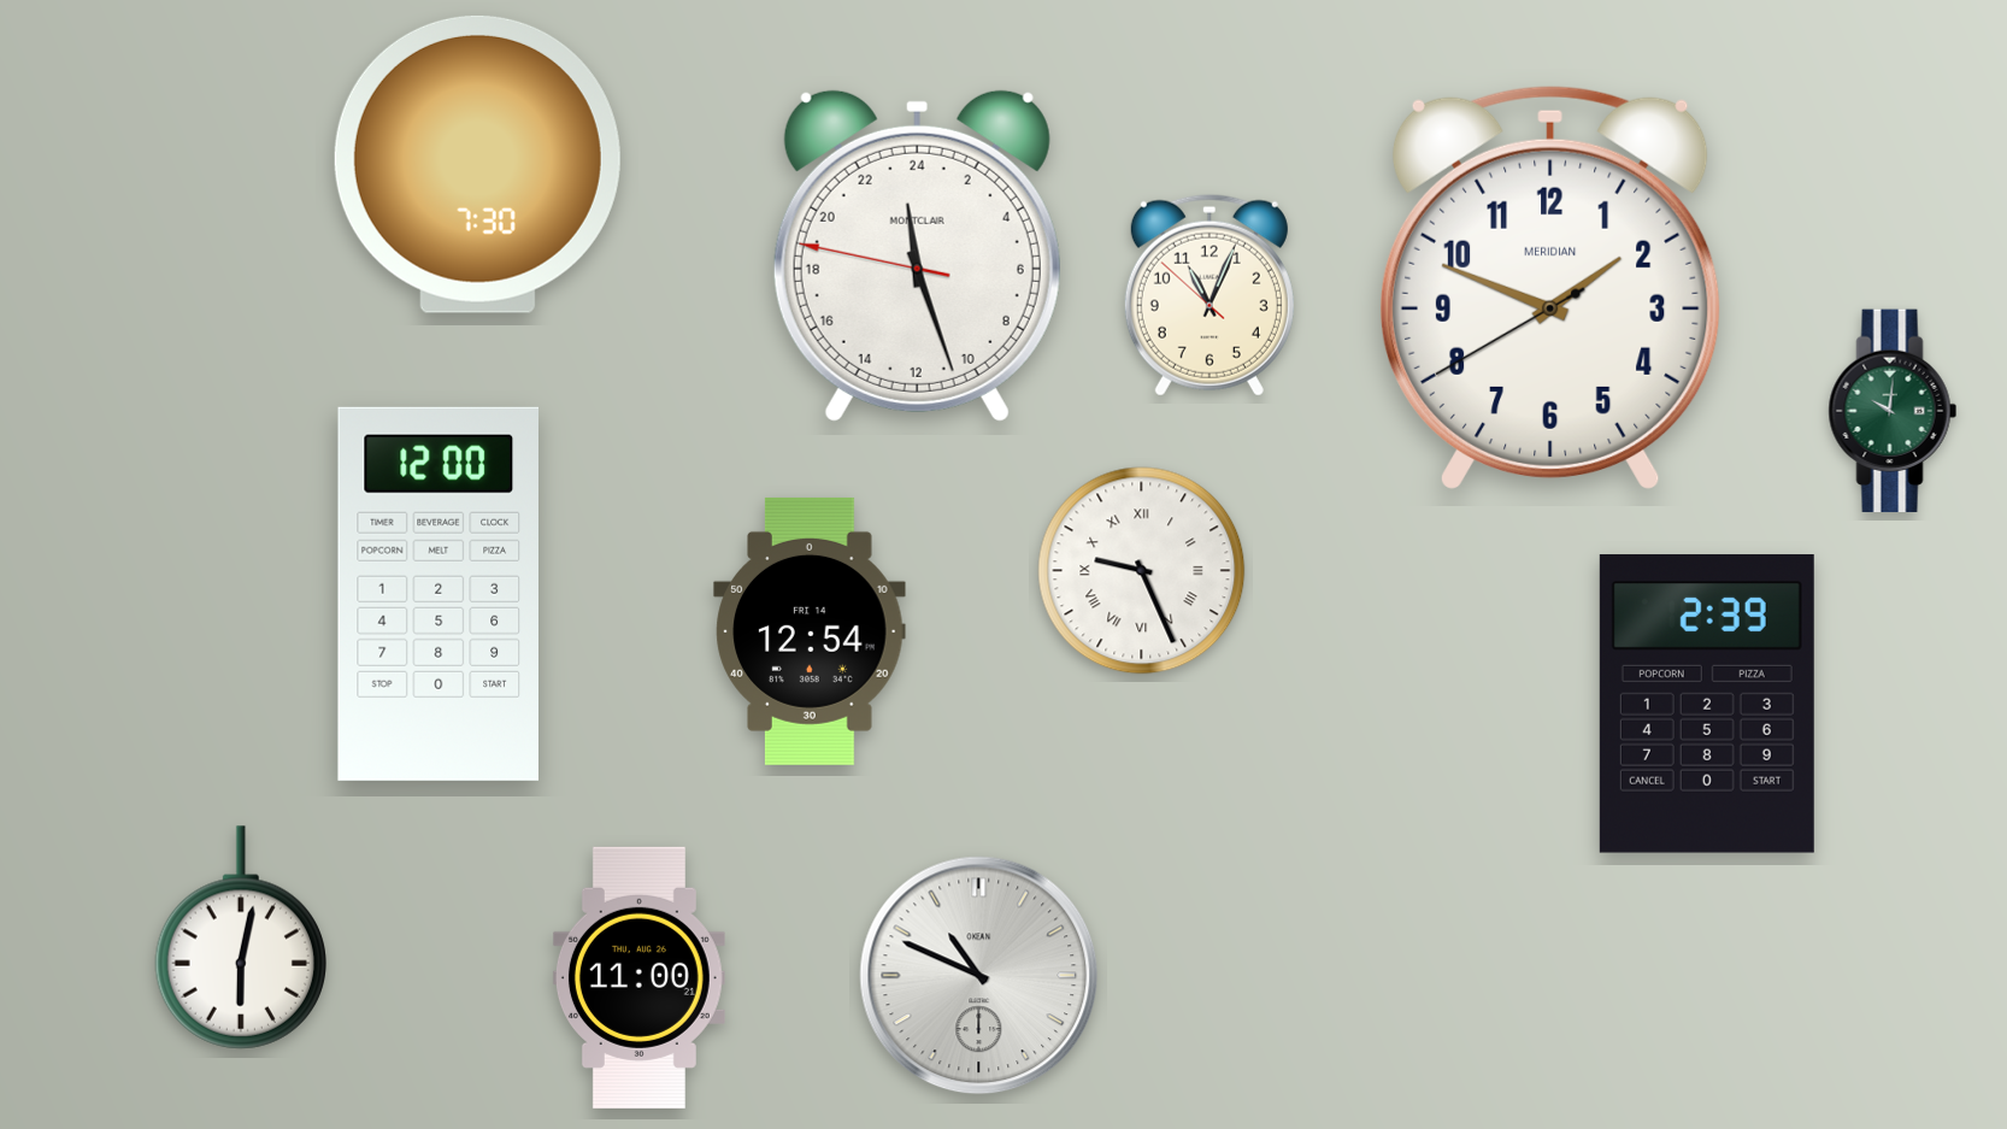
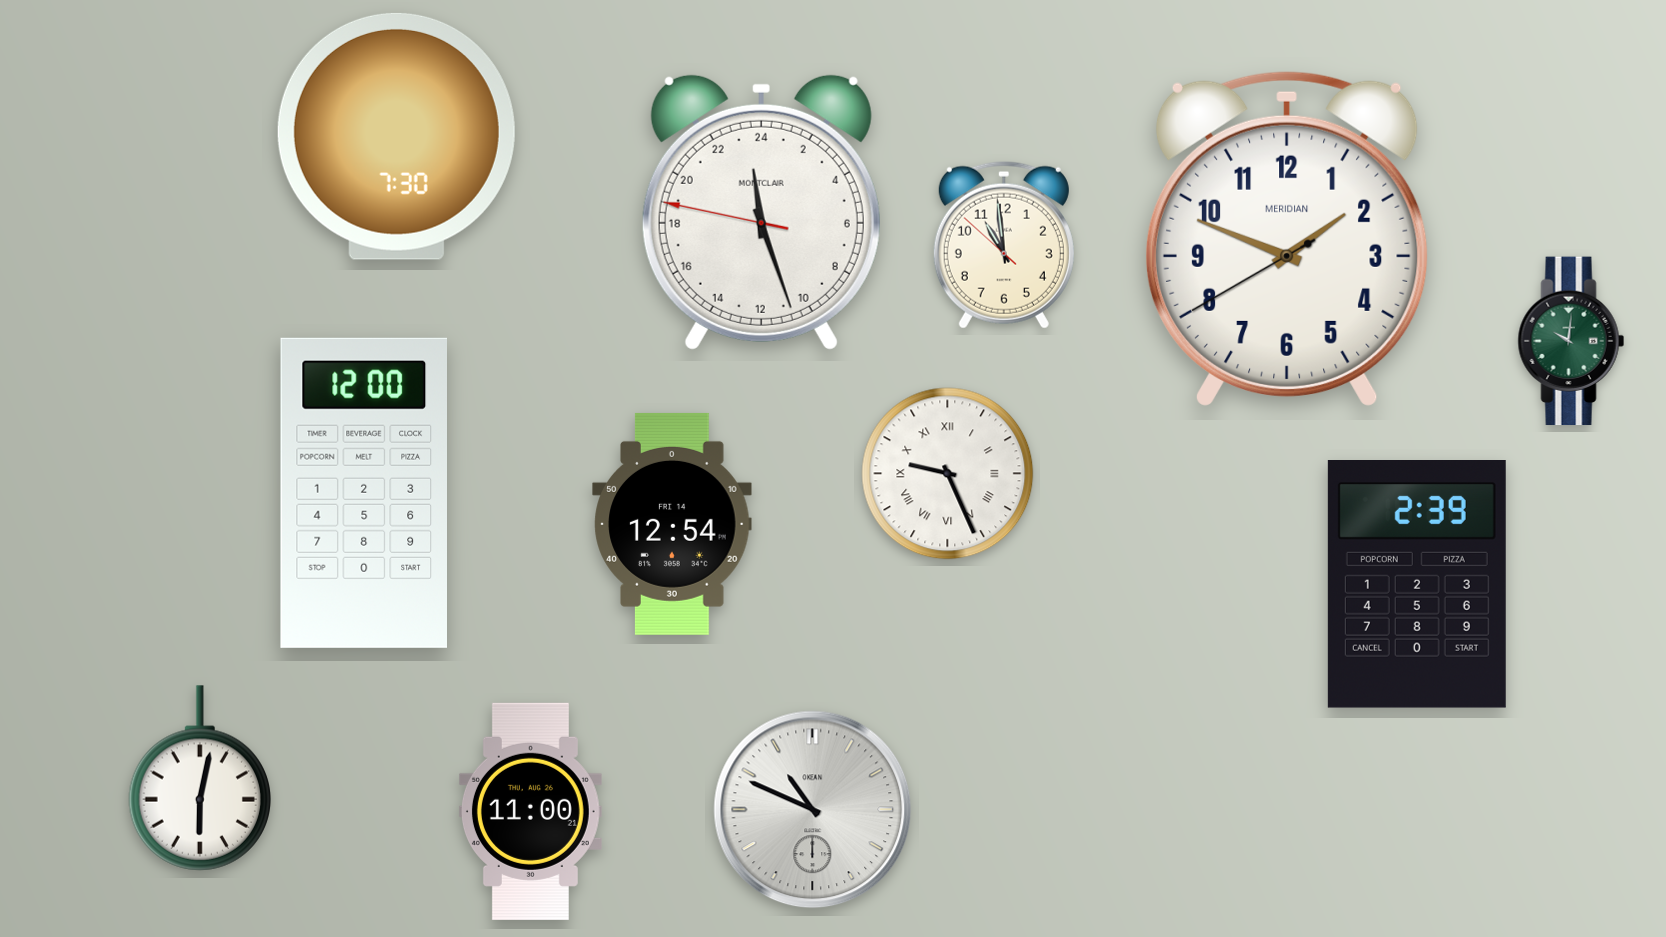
clock at (1210, 295): 11:03 -> 10:58
